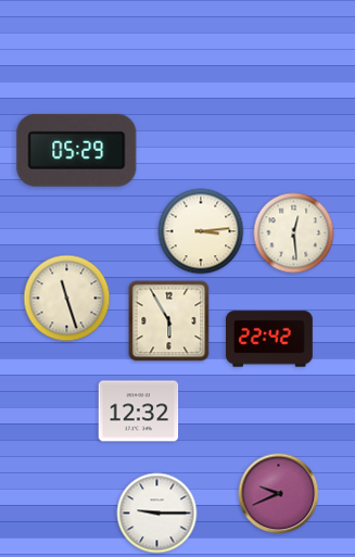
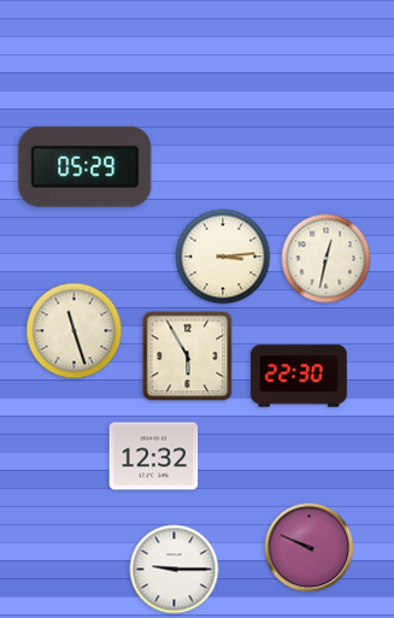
clock at (294, 233): 12:29 -> 12:32
clock at (269, 339): 22:42 -> 22:30
clock at (279, 494): 9:41 -> 9:49
